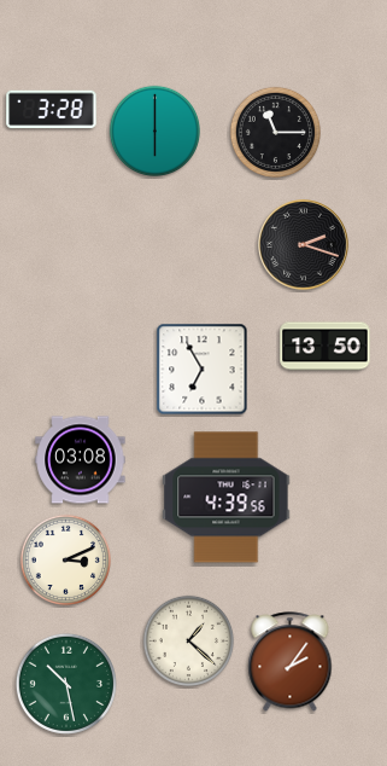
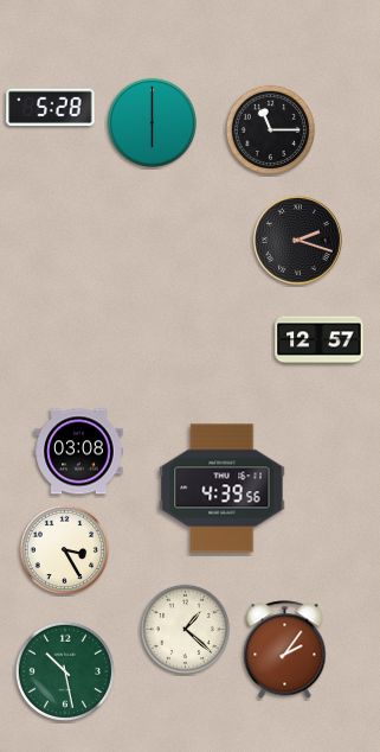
clock at (52, 109): 3:28 -> 5:28
clock at (154, 130) position: (154, 130) -> (152, 122)
clock at (326, 347): 13:50 -> 12:57
clock at (203, 370): 6:55 -> none
clock at (65, 559): 3:11 -> 3:25
